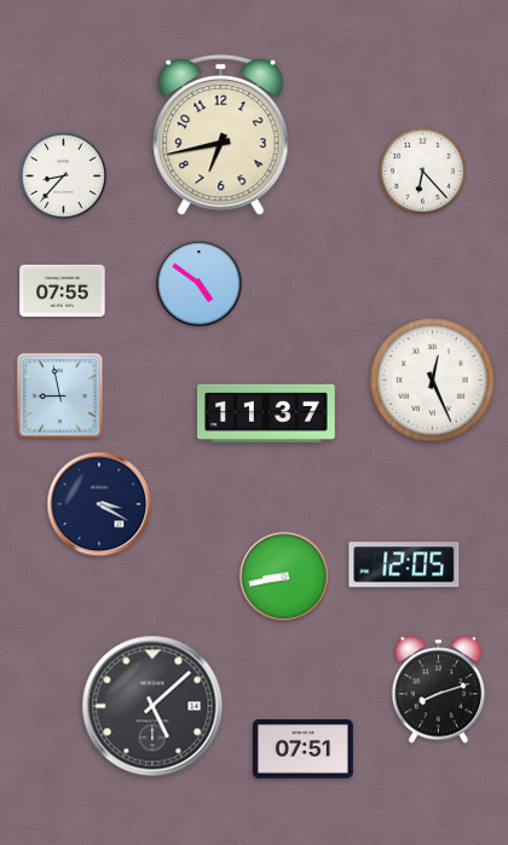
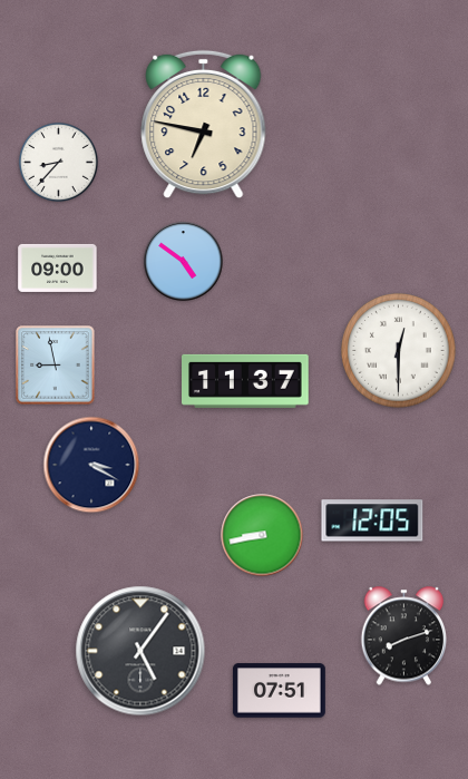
clock at (221, 135): 6:43 -> 6:47
clock at (422, 170): 6:23 -> none
clock at (63, 290): 07:55 -> 09:00
clock at (433, 381): 12:26 -> 12:30
clock at (284, 577) position: (284, 577) -> (262, 535)
clock at (152, 706): 5:08 -> 5:06
